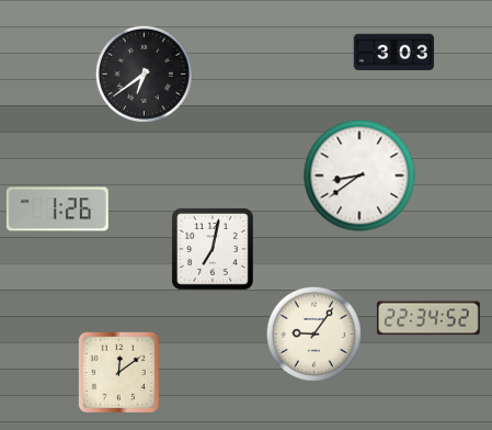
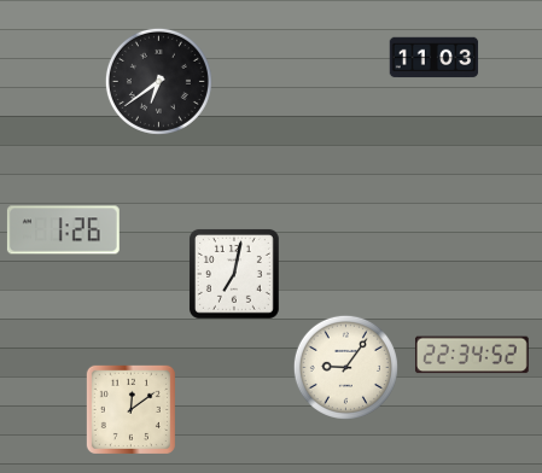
clock at (394, 53): 3:03 -> 11:03
clock at (359, 176): 8:39 -> none
clock at (428, 318) position: (428, 318) -> (472, 355)
